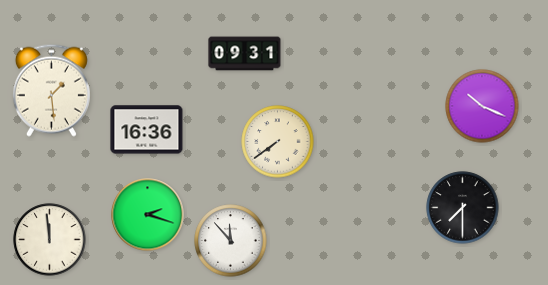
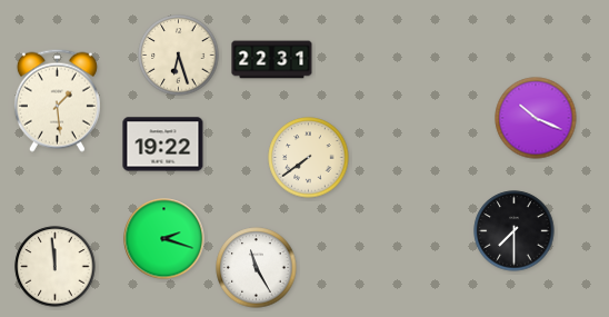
clock at (179, 56): none -> 6:27
clock at (245, 54): 09:31 -> 22:31
clock at (147, 130): 16:36 -> 19:22
clock at (231, 241): 11:53 -> 11:25
